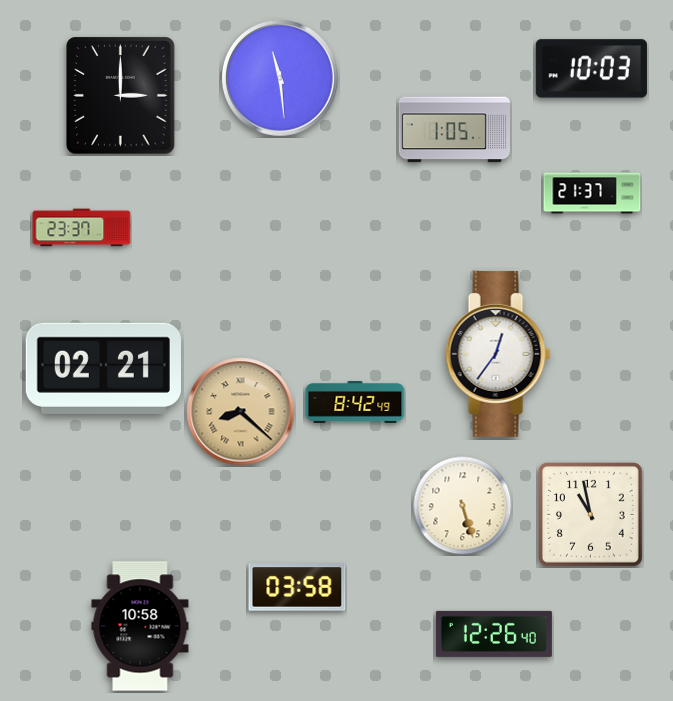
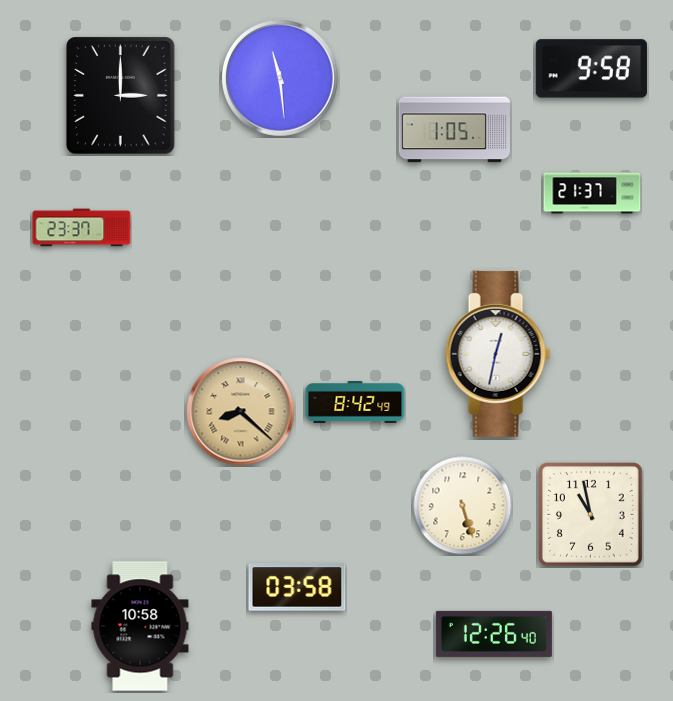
clock at (591, 69): 10:03 -> 9:58
clock at (498, 354): 12:36 -> 12:32
clock at (103, 368): 02:21 -> none
